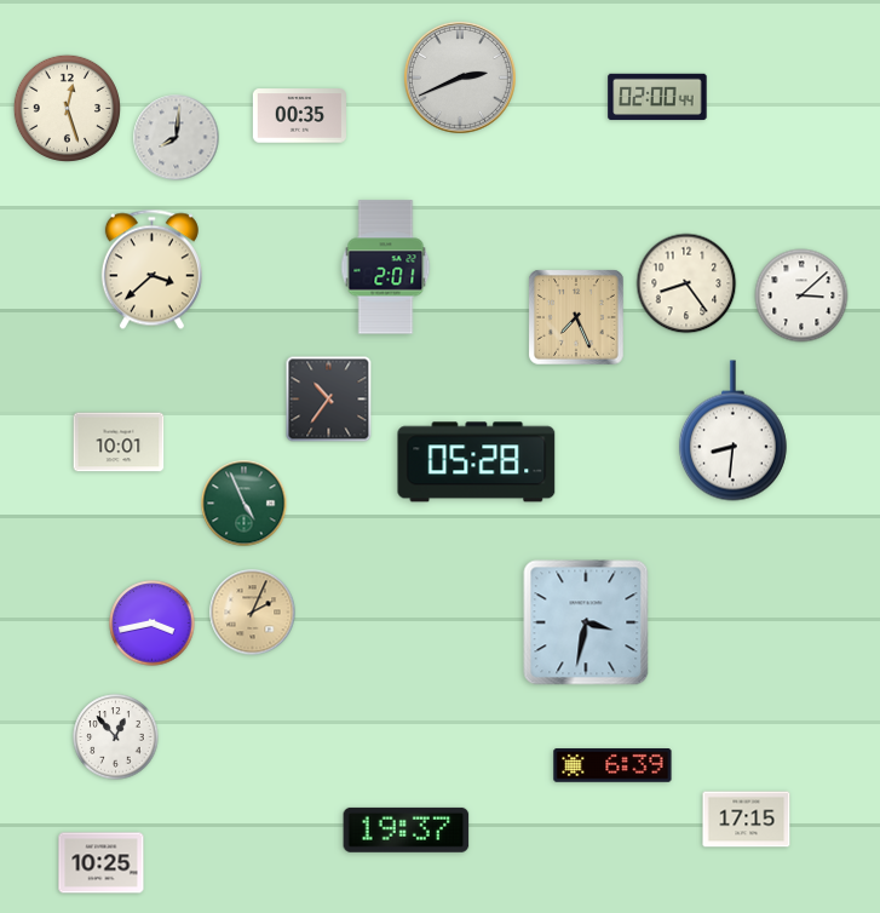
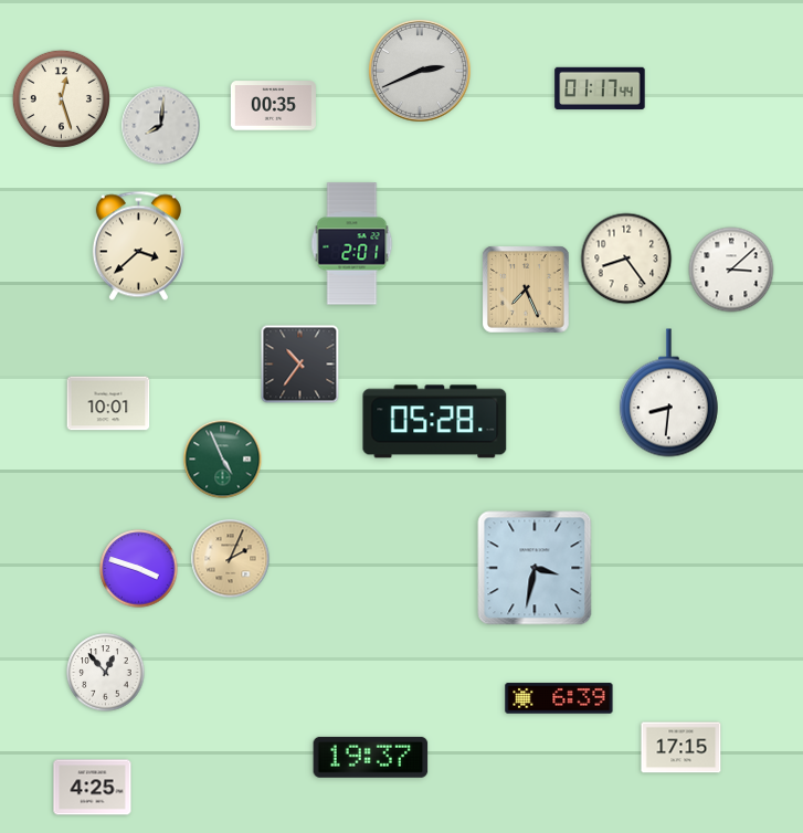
clock at (657, 97): 02:00 -> 01:17
clock at (153, 624): 3:43 -> 3:48
clock at (102, 863): 10:25 -> 4:25
